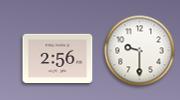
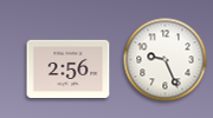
clock at (140, 51): 9:30 -> 9:26
